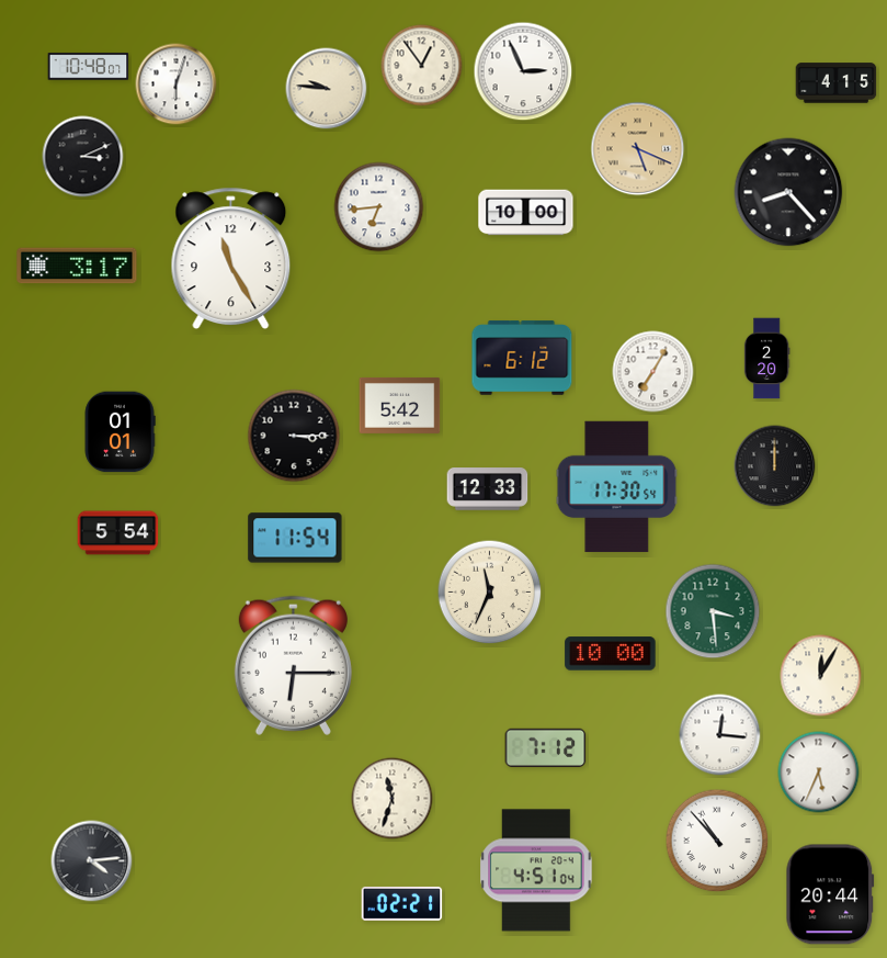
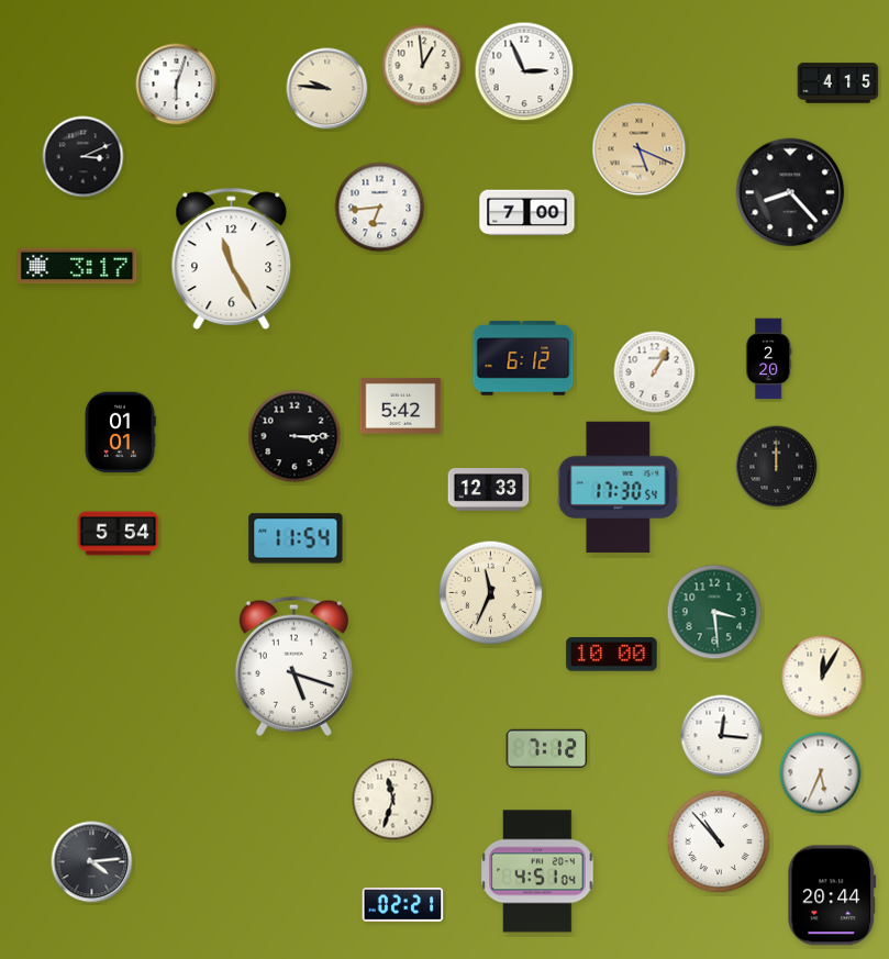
clock at (422, 66): 12:54 -> 12:59
clock at (89, 67): 10:48 -> none
clock at (526, 213): 10:00 -> 7:00
clock at (653, 372): 7:05 -> 1:05
clock at (293, 665): 6:15 -> 5:18
